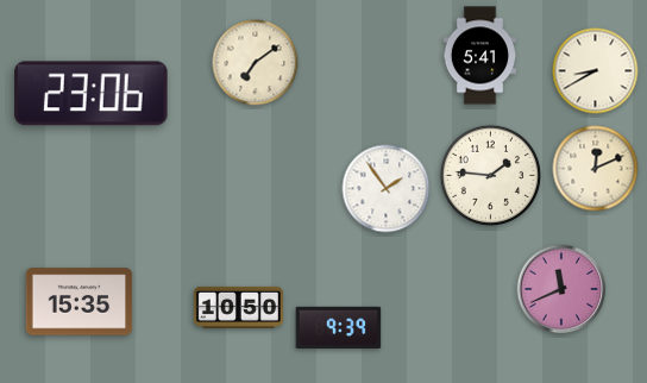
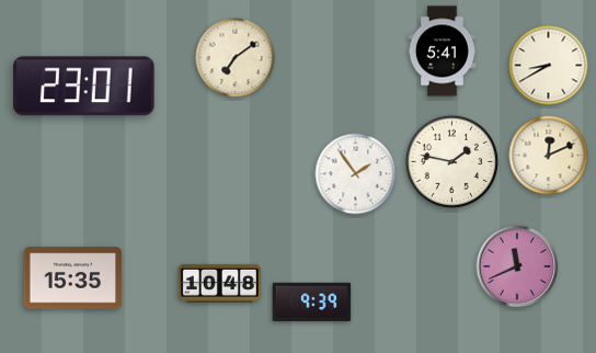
clock at (92, 94): 23:06 -> 23:01
clock at (490, 175): 1:46 -> 1:47
clock at (238, 307): 10:50 -> 10:48
